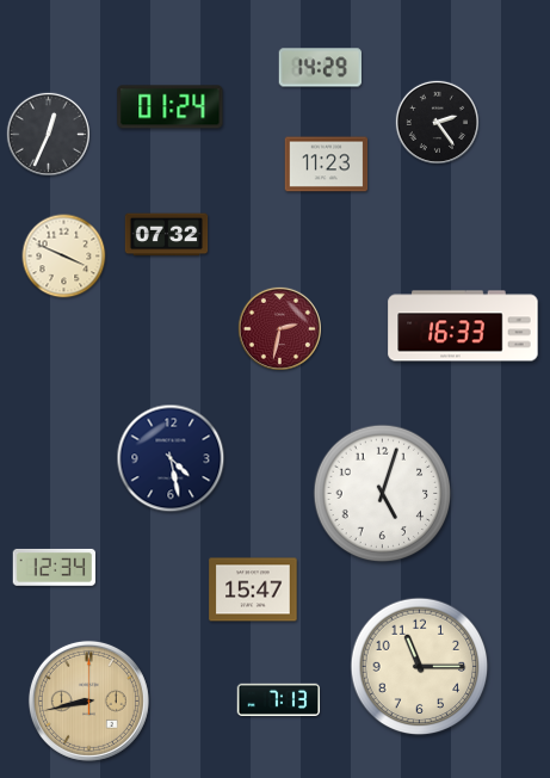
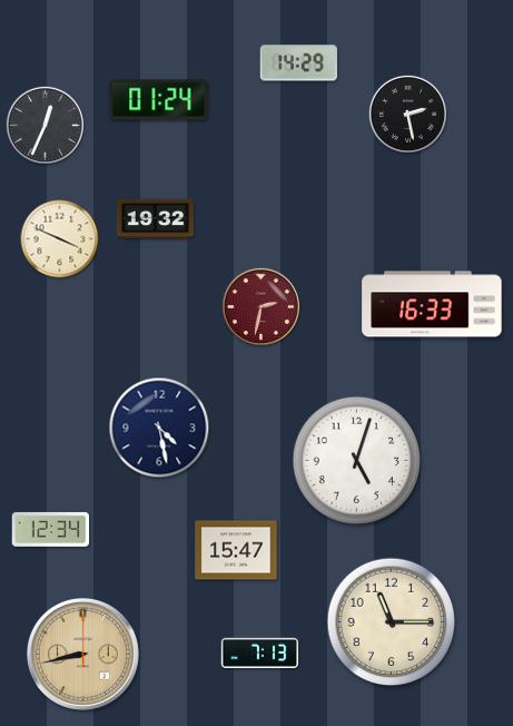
clock at (437, 122): 2:24 -> 2:28
clock at (327, 165): 11:23 -> none
clock at (167, 235): 07:32 -> 19:32
